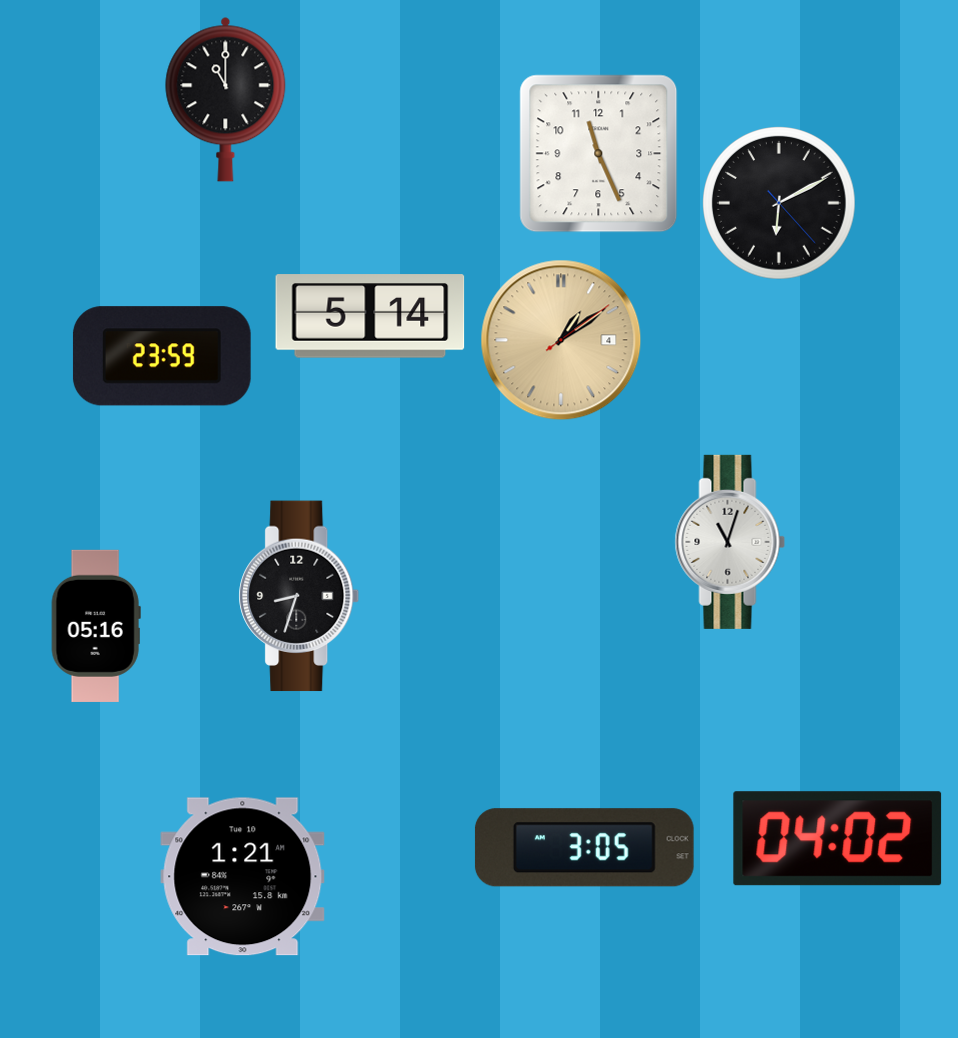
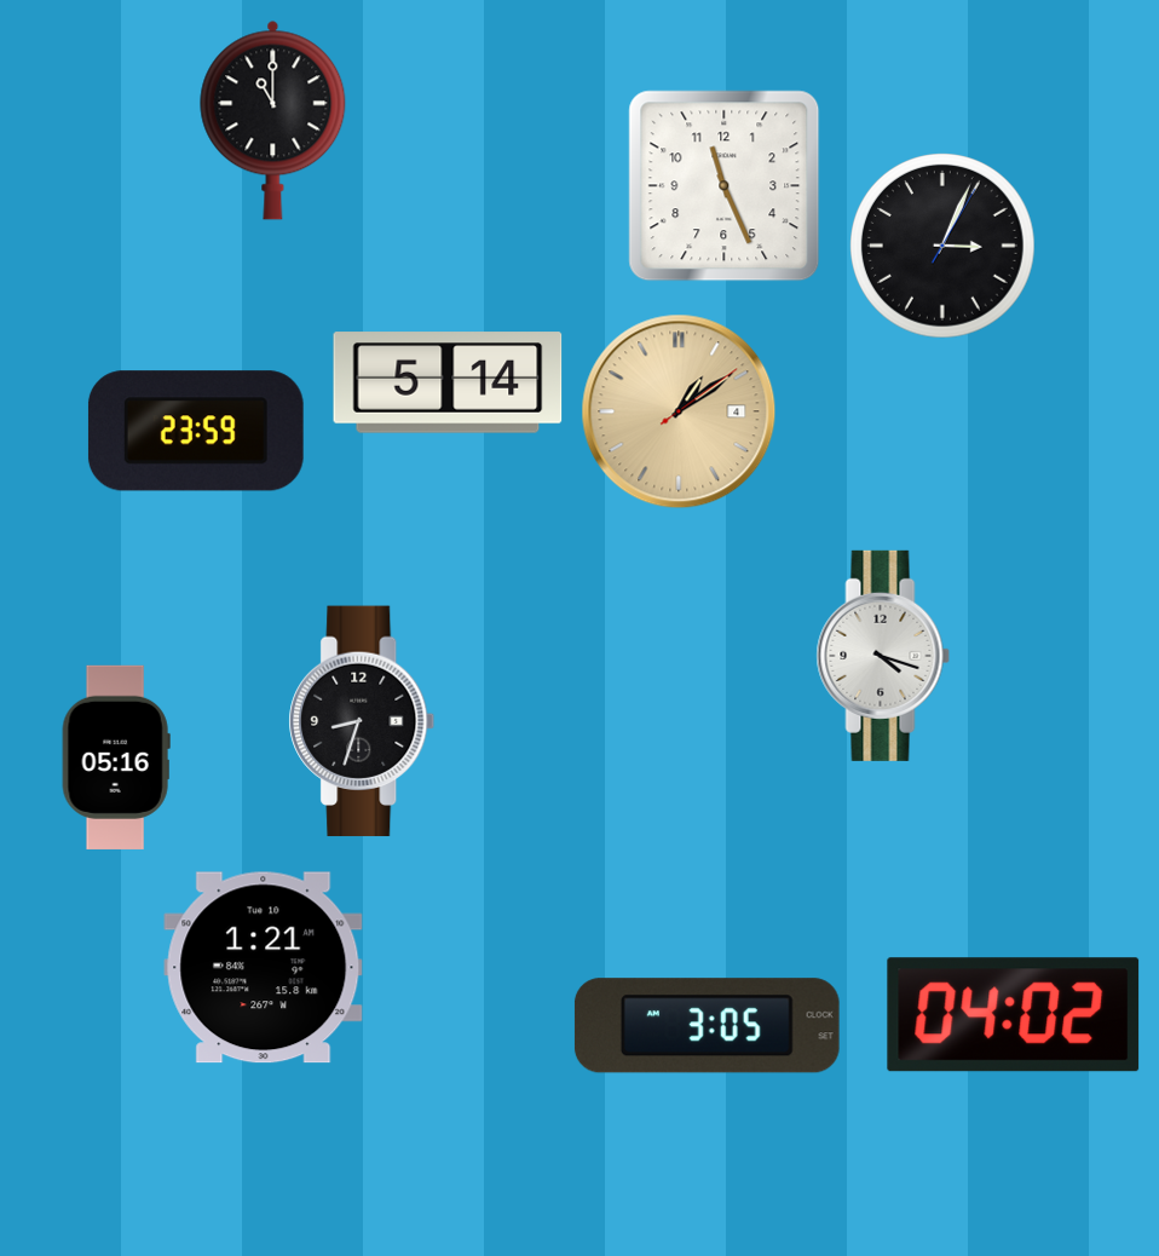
clock at (779, 203): 6:10 -> 3:04
clock at (730, 542): 11:03 -> 4:18
clock at (243, 877) position: (243, 877) -> (264, 968)
